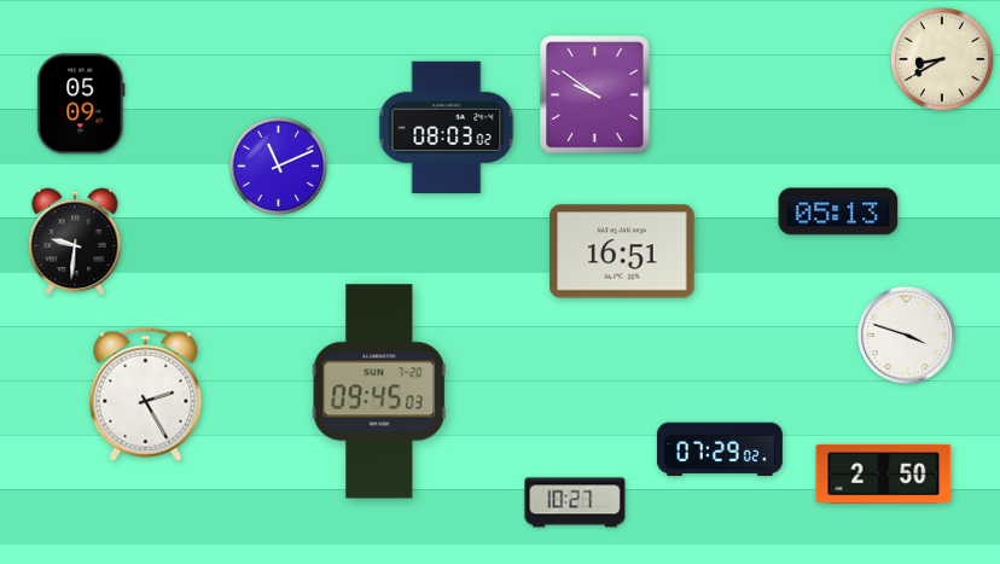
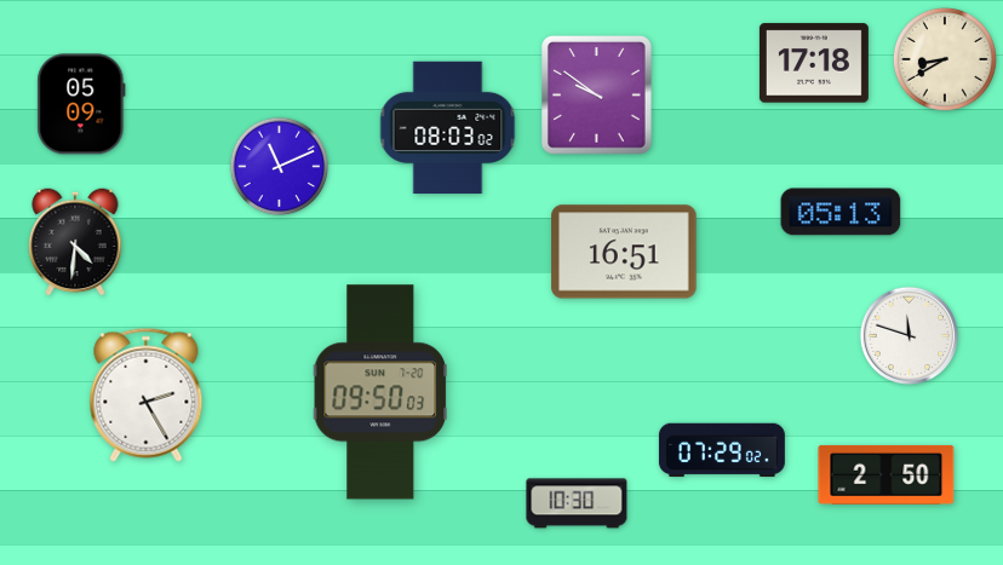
clock at (814, 63): none -> 17:18
clock at (75, 242): 9:31 -> 4:31
clock at (906, 335): 3:48 -> 11:48
clock at (378, 391): 09:45 -> 09:50
clock at (575, 502): 10:27 -> 10:30
